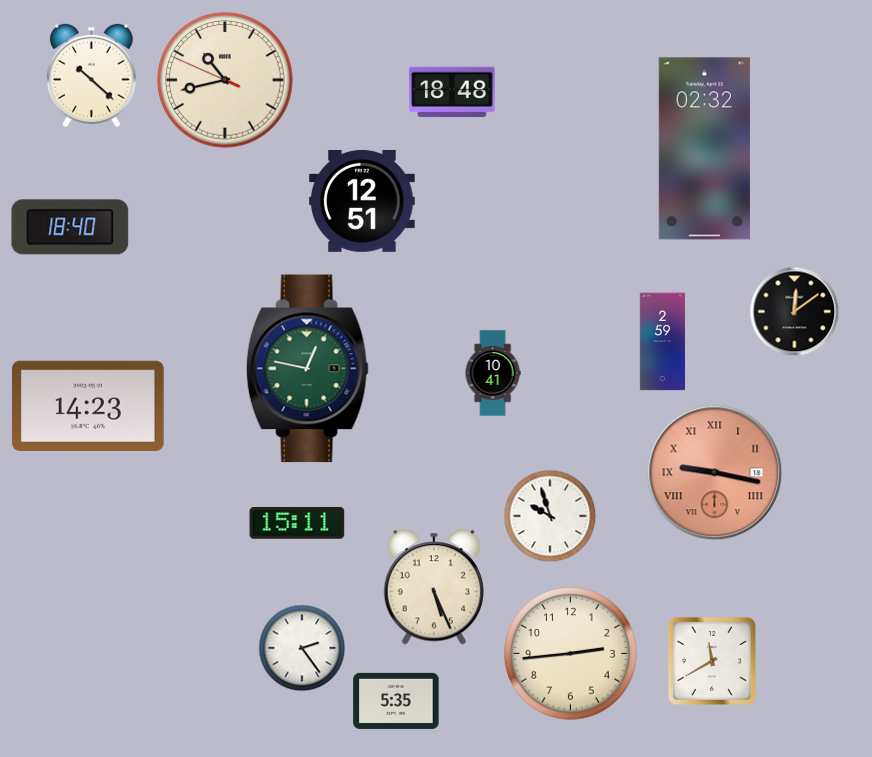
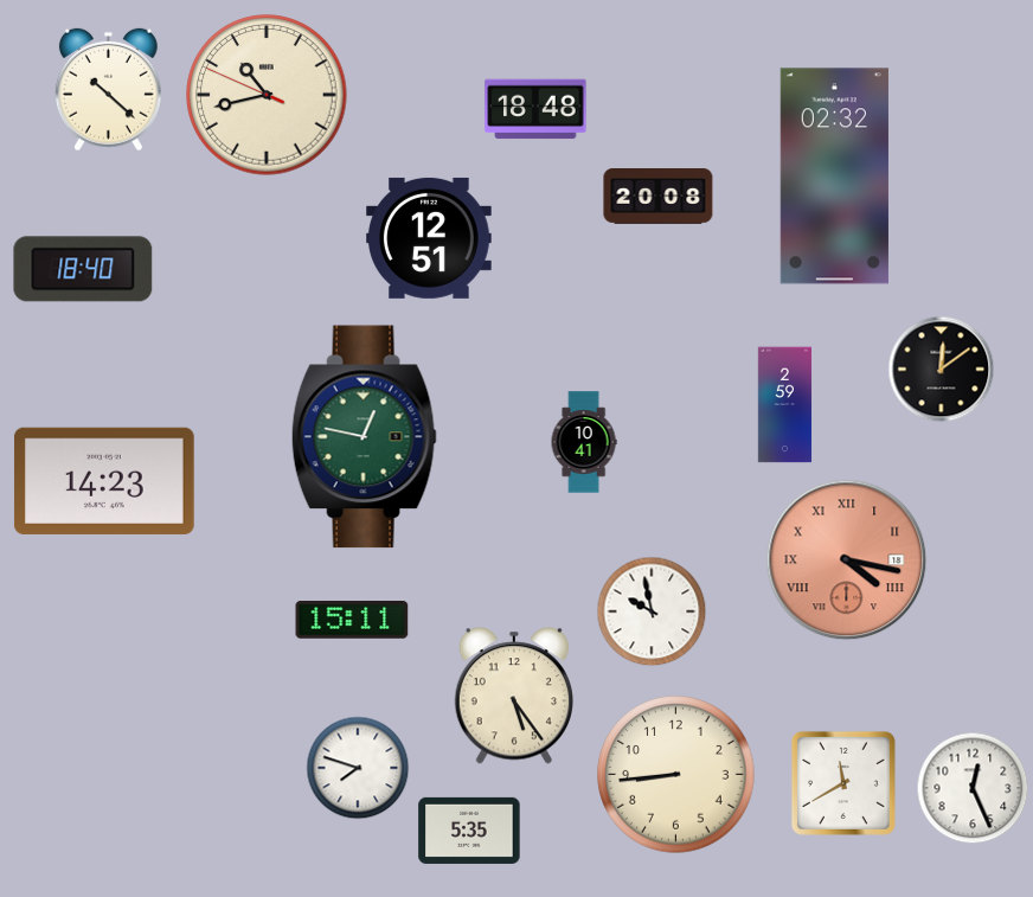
clock at (659, 197): none -> 20:08
clock at (715, 473): 9:17 -> 4:17
clock at (550, 516): 9:57 -> 9:58
clock at (434, 587): 5:26 -> 5:24
clock at (302, 648): 2:24 -> 7:48
clock at (571, 654): 2:44 -> 8:44
clock at (973, 788): none -> 12:26
